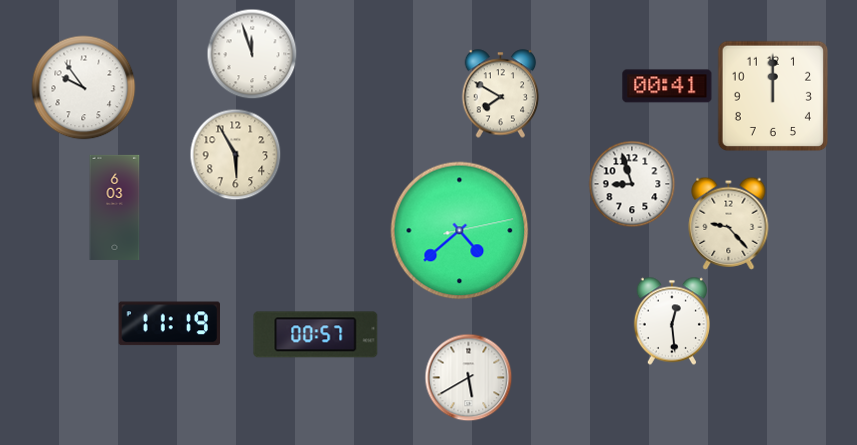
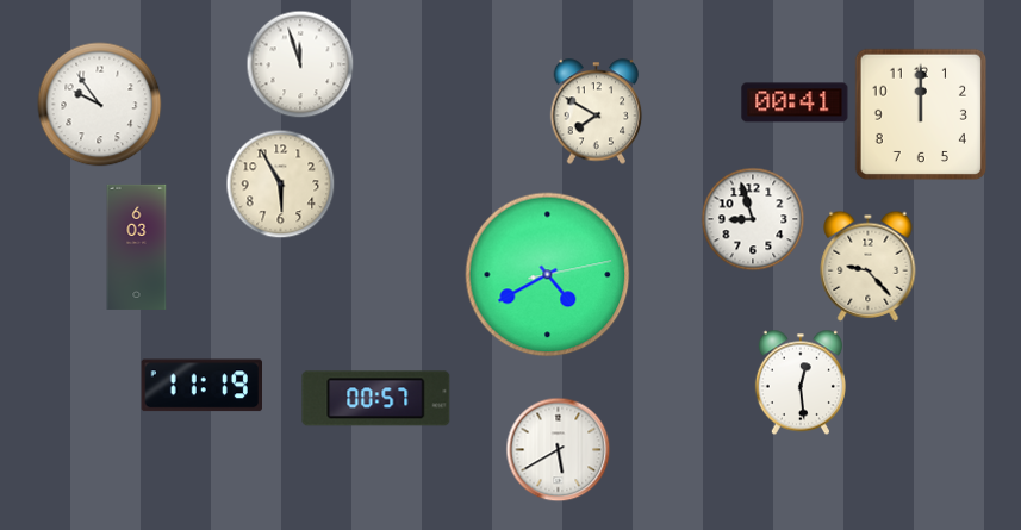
clock at (460, 231): 4:38 -> 4:40
